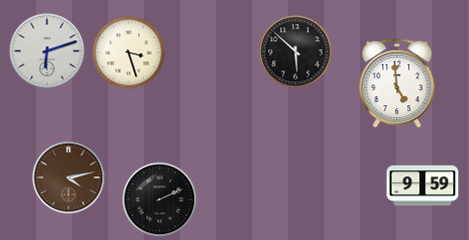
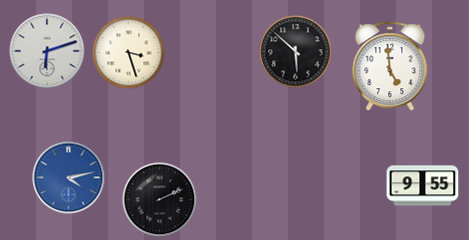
clock at (397, 84) position: (397, 84) -> (390, 67)
clock at (69, 178) dial: brown -> blue
clock at (423, 186): 9:59 -> 9:55
